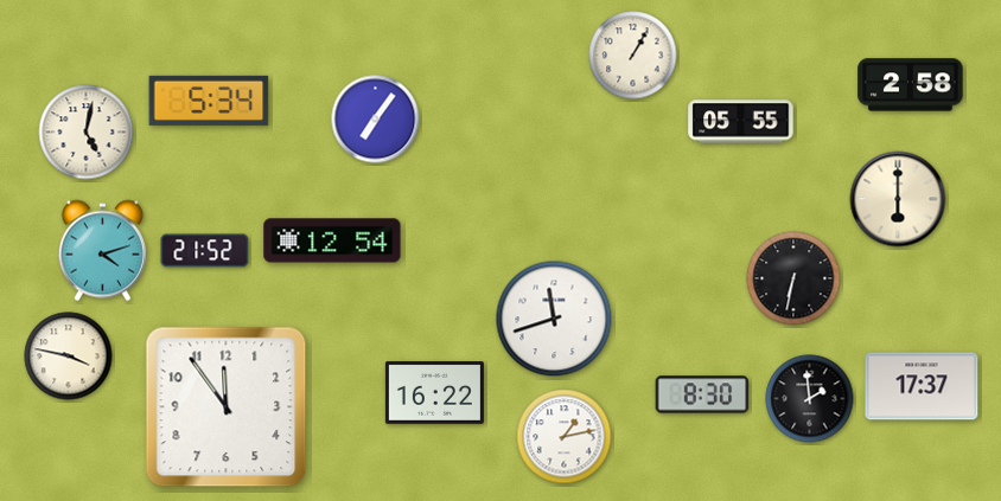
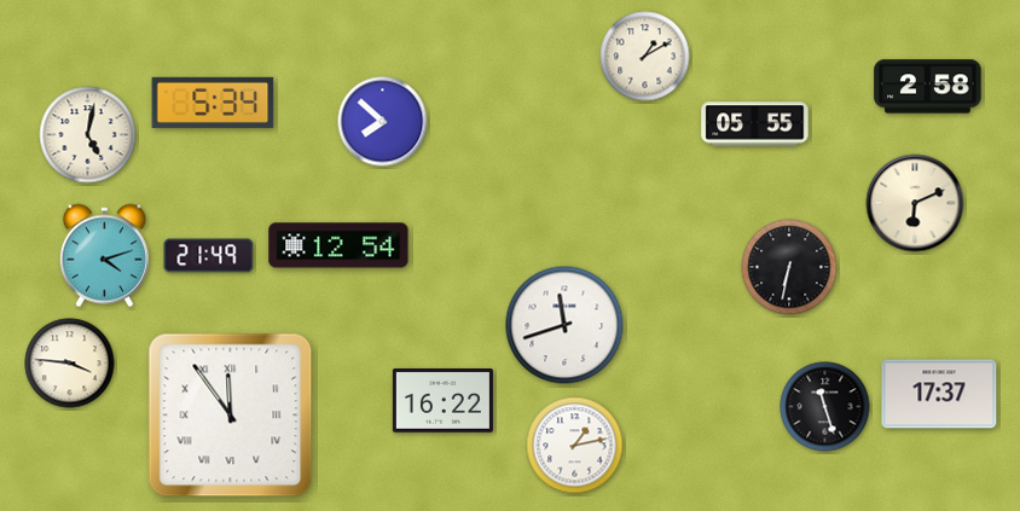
clock at (633, 56): 1:05 -> 1:10
clock at (376, 120): 7:06 -> 7:52
clock at (898, 199): 6:00 -> 6:11
clock at (205, 251): 21:52 -> 21:49
clock at (793, 278) position: (793, 278) -> (789, 267)
clock at (69, 357): 3:47 -> 3:46
clock at (702, 394): 8:30 -> none
clock at (810, 399): 1:59 -> 11:27
clock at (227, 407) numerals: Arabic -> Roman
